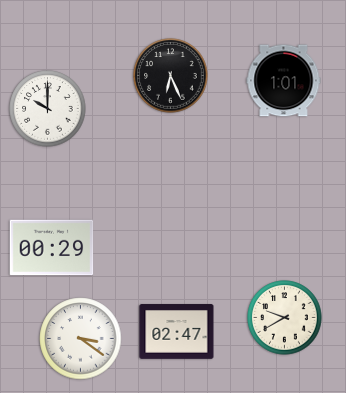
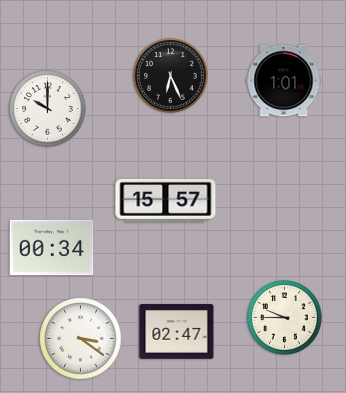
clock at (166, 200): none -> 15:57
clock at (52, 248): 00:29 -> 00:34
clock at (285, 318): 9:40 -> 9:45
